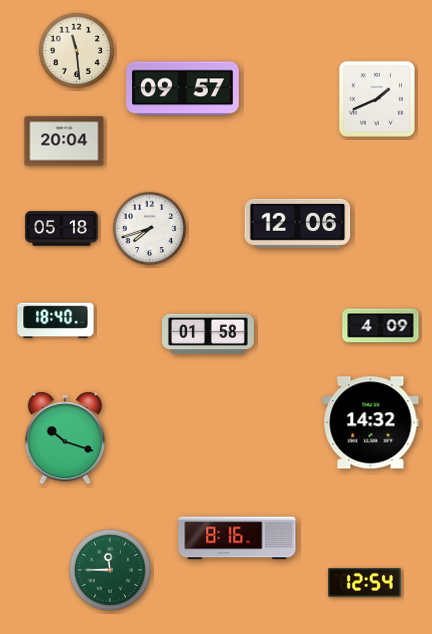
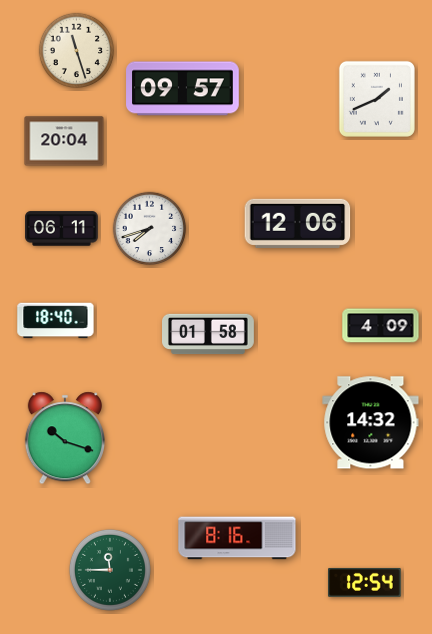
clock at (77, 51): 11:29 -> 11:27
clock at (62, 229): 05:18 -> 06:11
